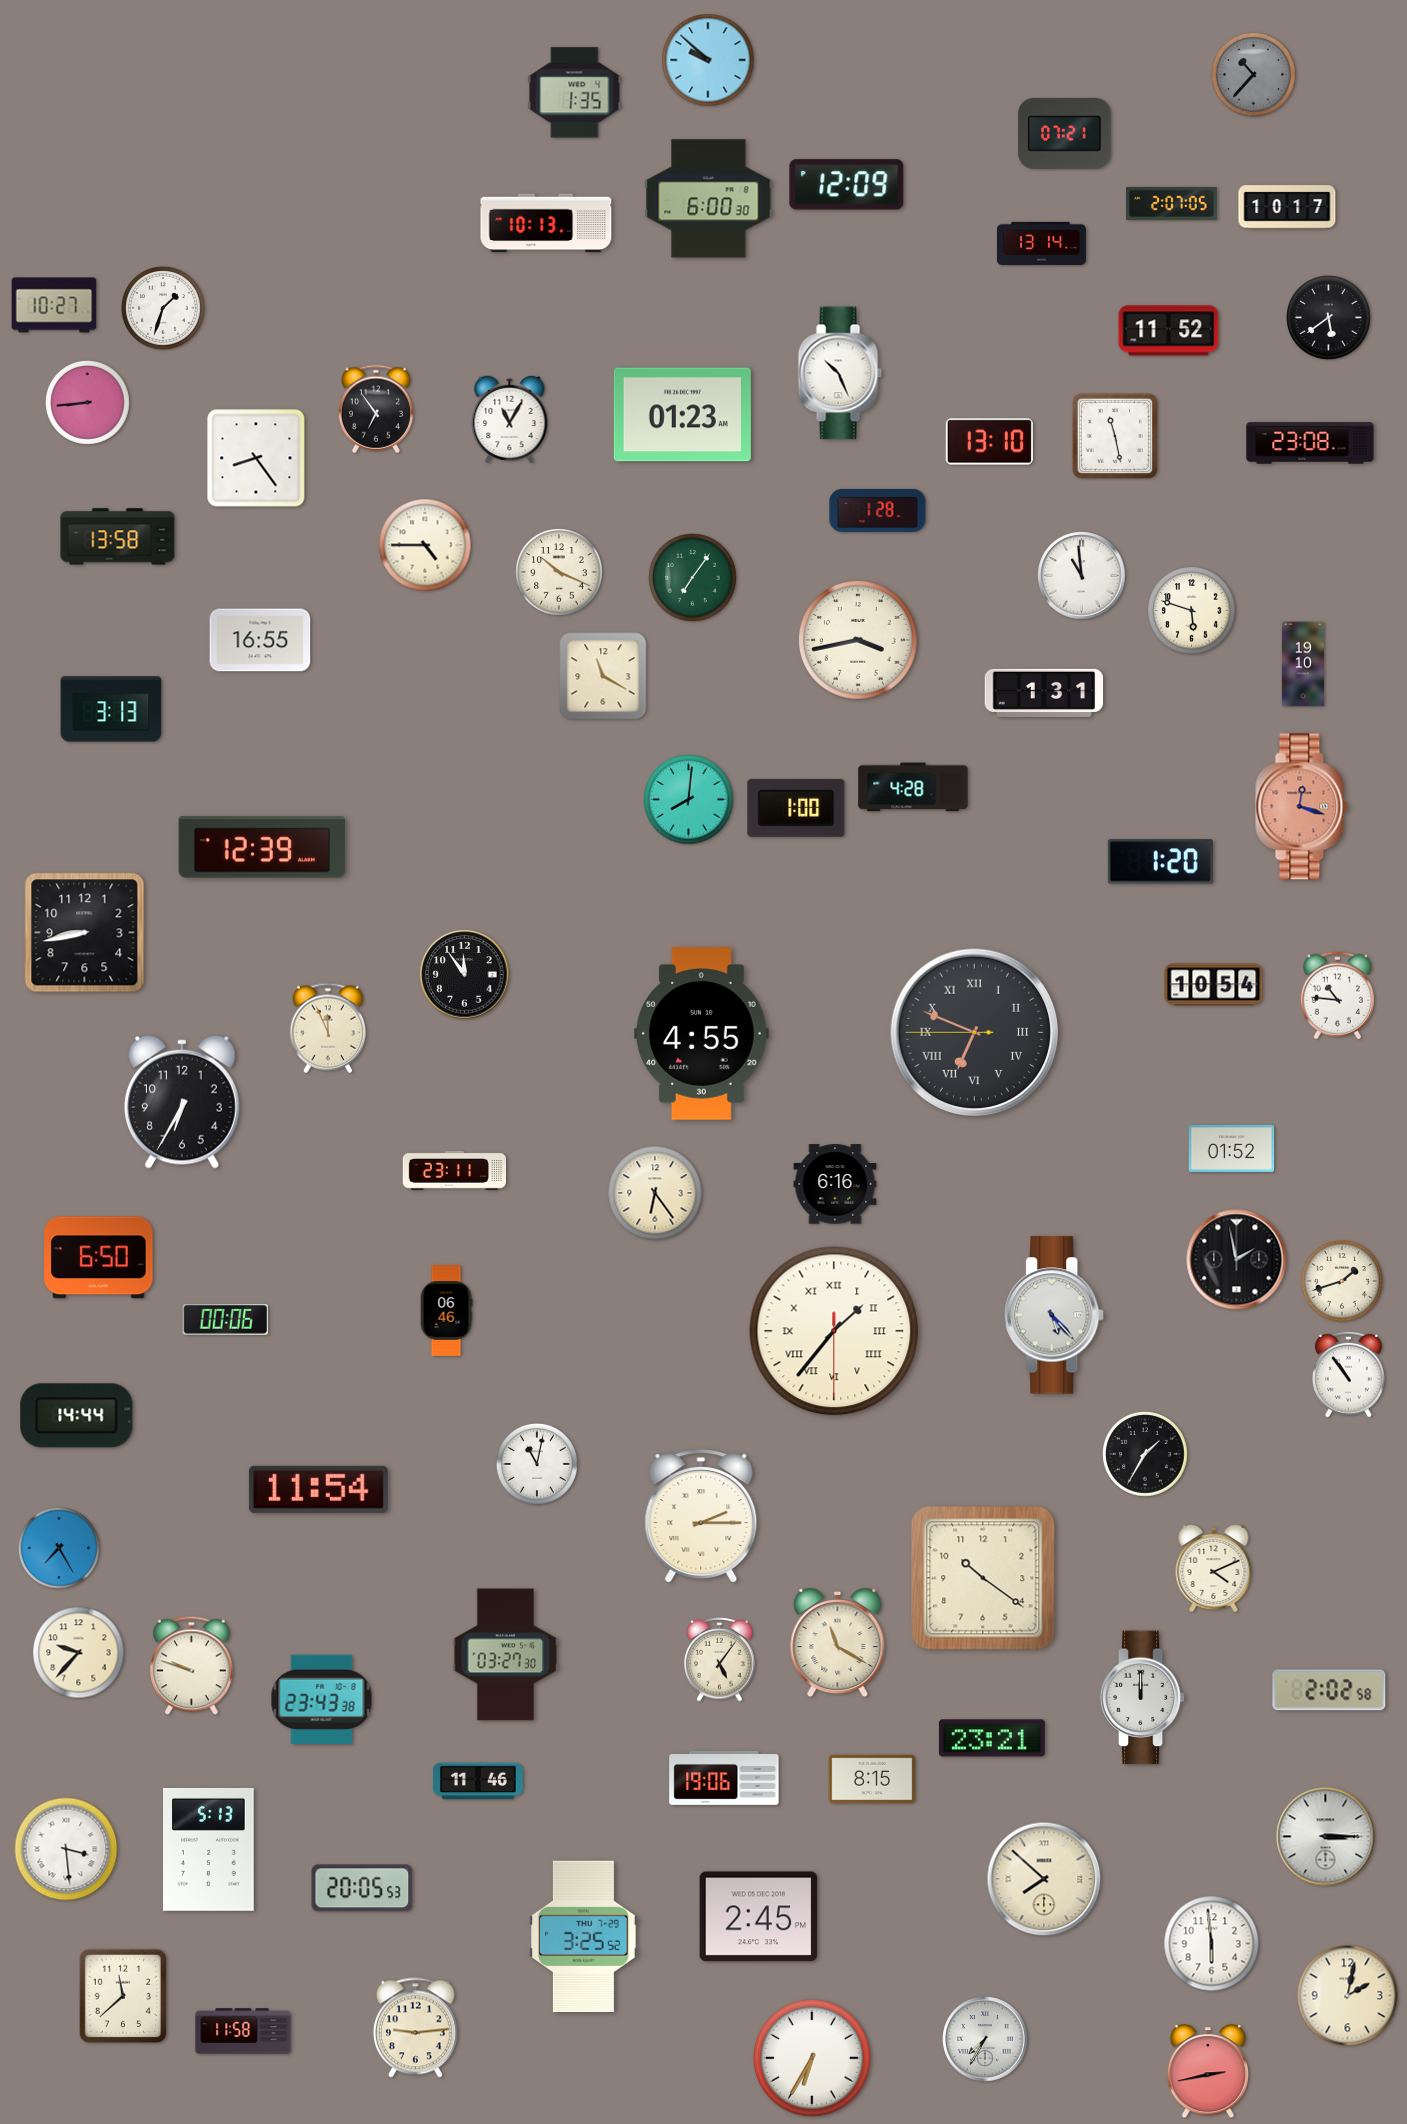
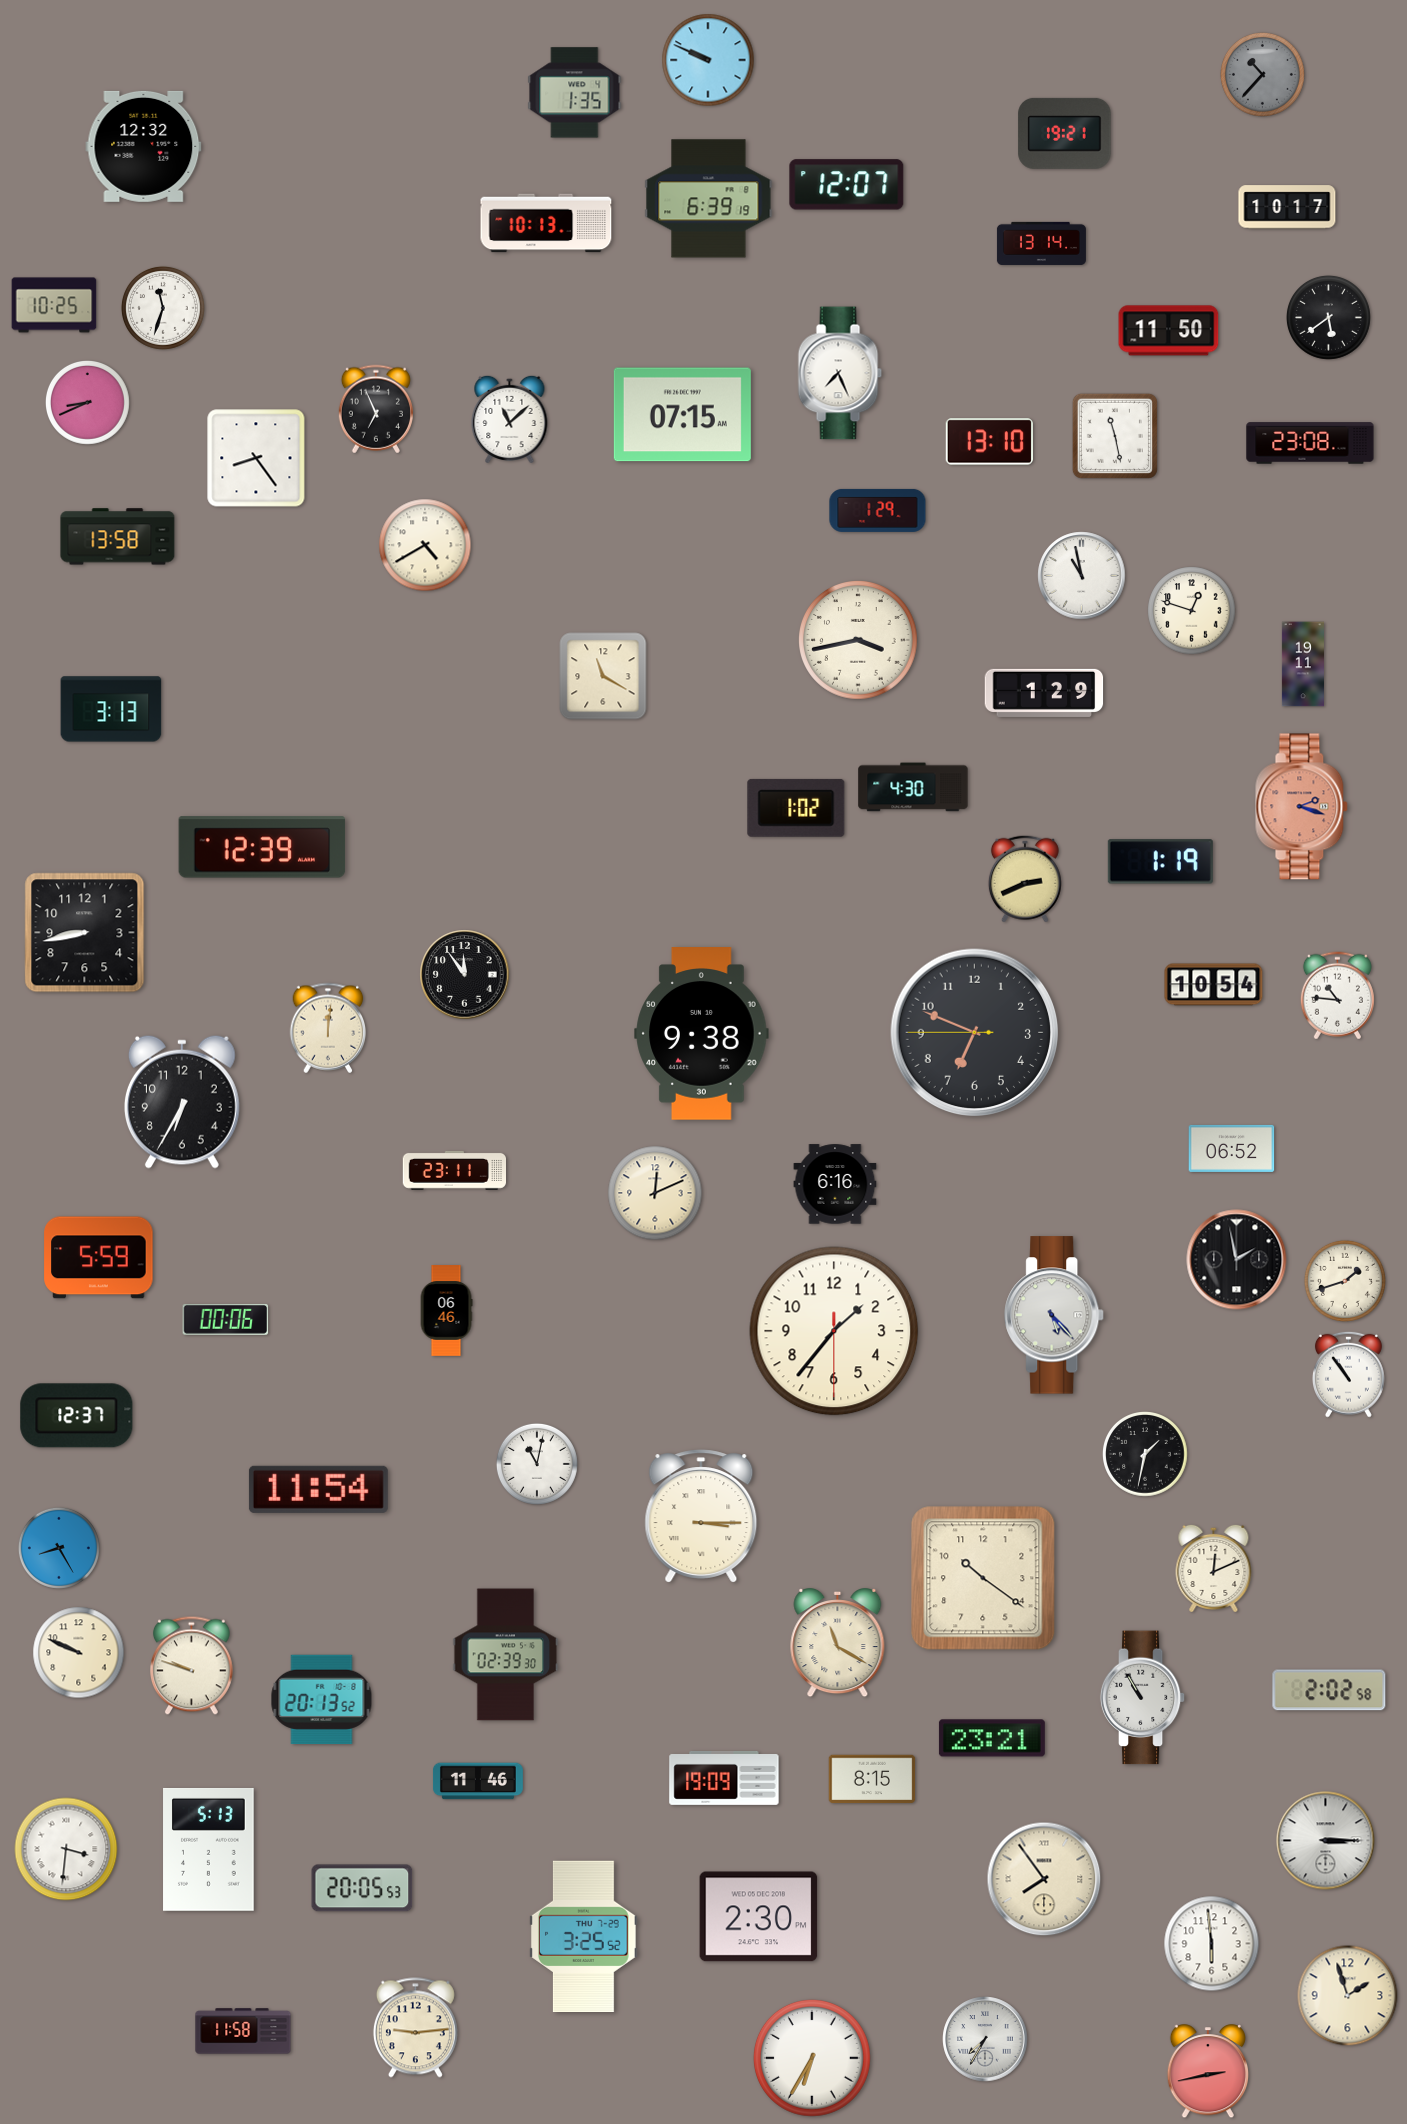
clock at (708, 60): 9:52 -> 9:49
clock at (1254, 75) position: (1254, 75) -> (1263, 75)
clock at (1065, 133): 07:21 -> 19:21
clock at (144, 146): none -> 12:32
clock at (847, 185): 12:09 -> 12:07
clock at (709, 199): 6:00 -> 6:39
clock at (1172, 203): 2:07 -> none
clock at (54, 305): 10:27 -> 10:25
clock at (163, 308): 1:33 -> 11:33
clock at (1169, 331): 11:52 -> 11:50
clock at (840, 373): 10:26 -> 7:26
clock at (88, 403): 8:44 -> 8:41
clock at (376, 409): 6:54 -> 6:56
clock at (682, 415): 01:23 -> 07:15
clock at (510, 418): 11:05 -> 11:08
clock at (878, 510): 1:28 -> 1:29
clock at (425, 545): 4:45 -> 4:40
clock at (559, 572): 10:19 -> none
clock at (1082, 576): 10:59 -> 10:58
clock at (693, 578): 7:06 -> none
clock at (1192, 611): 5:48 -> 12:48
clock at (260, 640): 16:55 -> none
clock at (1302, 664): 19:10 -> 19:11
clock at (1044, 693): 1:31 -> 1:29
clock at (913, 787): 4:28 -> 4:30
clock at (689, 800): 8:01 -> none
clock at (1302, 807): 12:18 -> 2:18
clock at (796, 808): 1:00 -> 1:02
clock at (1160, 862): 1:20 -> 1:19
clock at (1025, 879): none -> 2:41
clock at (328, 1028): 11:56 -> 12:01
clock at (975, 1033) numerals: Roman -> Arabic
clock at (702, 1034): 4:55 -> 9:38
clock at (1232, 1148): 01:52 -> 06:52
clock at (655, 1193): 6:24 -> 12:11
clock at (99, 1258): 6:50 -> 5:59
clock at (1342, 1281) position: (1342, 1281) -> (1345, 1281)
clock at (834, 1331) numerals: Roman -> Arabic
clock at (77, 1416): 14:44 -> 12:37
clock at (1146, 1455): 1:35 -> 1:32
clock at (701, 1516): 2:15 -> 3:15
clock at (59, 1548): 7:25 -> 8:25
clock at (1214, 1567): 4:11 -> 12:11
clock at (79, 1653): 9:37 -> 9:49
clock at (506, 1655): 03:27 -> 02:39
clock at (720, 1660): 5:06 -> none
clock at (1143, 1698): 12:00 -> 10:55
clock at (322, 1699): 23:43 -> 20:13
clock at (724, 1778): 19:06 -> 19:09
clock at (1326, 1837) position: (1326, 1837) -> (1326, 1841)
clock at (66, 1849): 3:29 -> 3:31
clock at (1044, 1879): 7:52 -> 7:54
clock at (759, 1917): 2:45 -> 2:30
clock at (123, 1996): 11:38 -> none
clock at (1348, 1996): 2:02 -> 1:57
